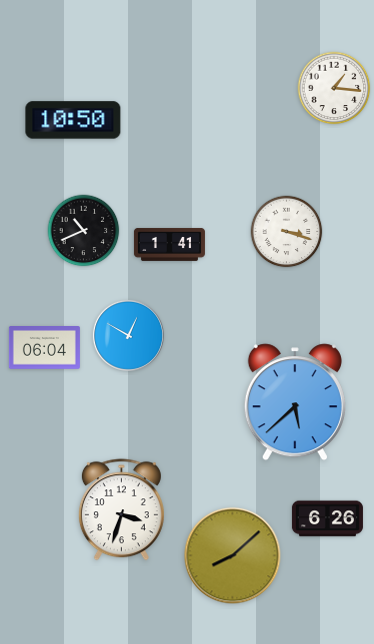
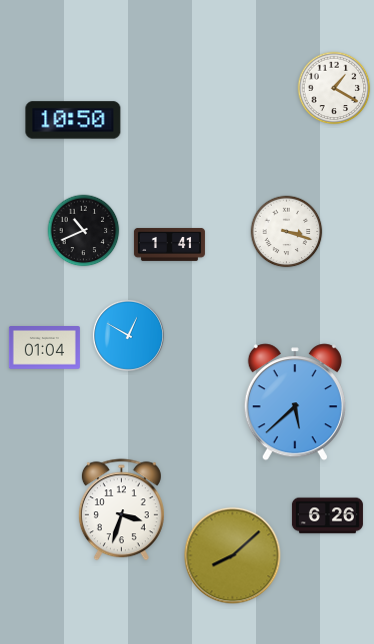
clock at (334, 88): 1:16 -> 1:20
clock at (44, 348): 06:04 -> 01:04
clock at (327, 519) position: (327, 519) -> (327, 516)
